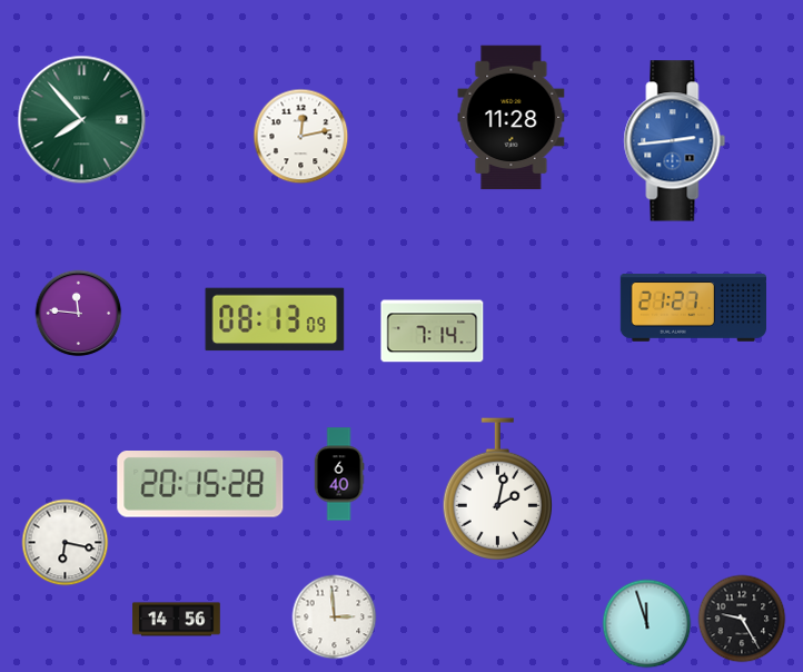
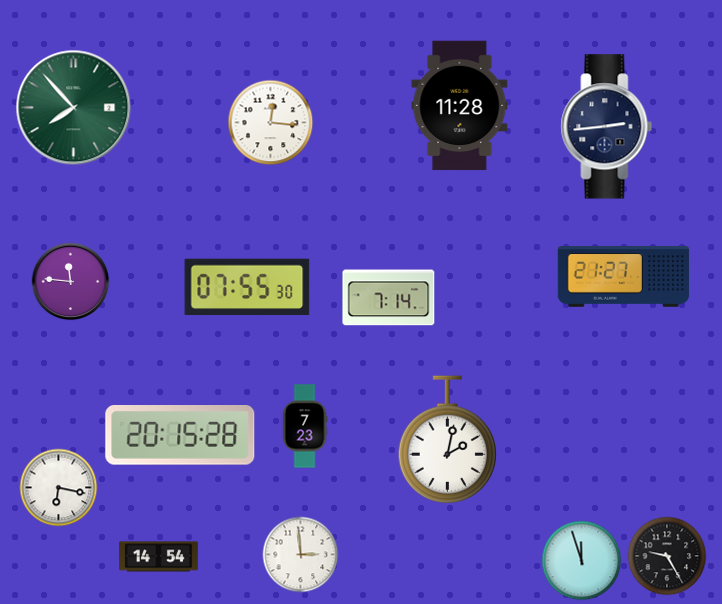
clock at (301, 137): 12:13 -> 12:16
clock at (675, 141) dial: blue -> navy
clock at (275, 319): 08:13 -> 07:55
clock at (339, 474): 6:40 -> 7:23
clock at (177, 620): 14:56 -> 14:54
